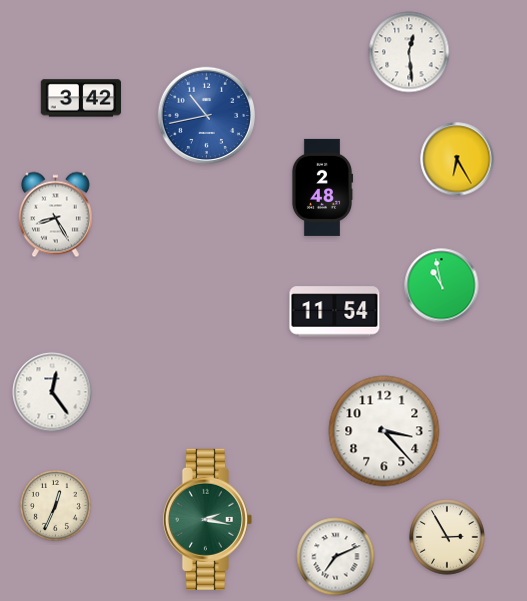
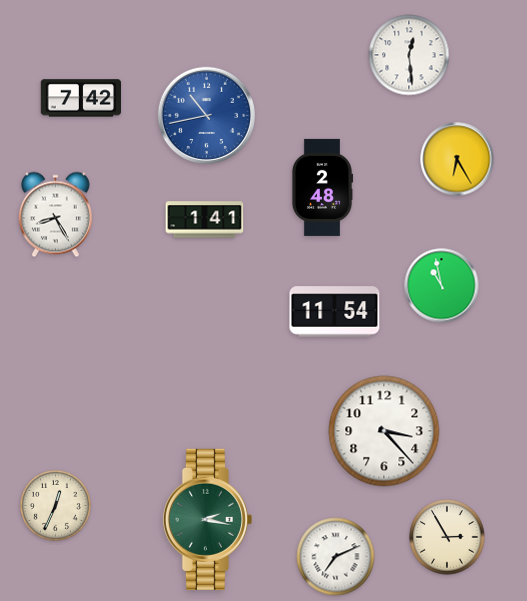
clock at (409, 52) position: (409, 52) -> (409, 55)
clock at (81, 98): 3:42 -> 7:42
clock at (205, 220): none -> 1:41
clock at (52, 392): 12:24 -> none
